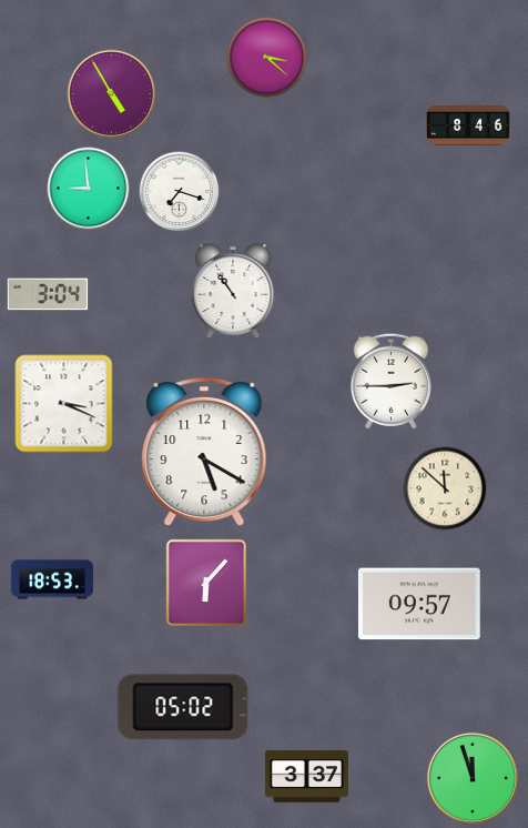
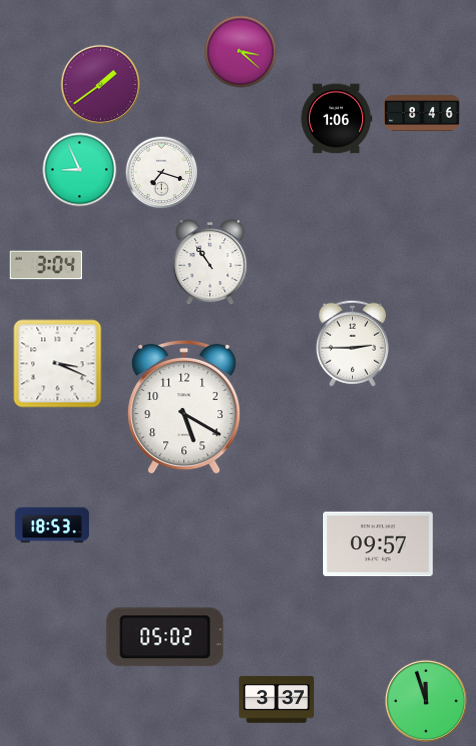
clock at (111, 93): 4:55 -> 1:39
clock at (336, 119): none -> 1:06
clock at (89, 189): 8:59 -> 8:56
clock at (48, 294) position: (48, 294) -> (46, 265)
clock at (445, 488): 11:52 -> none
clock at (52, 579) position: (52, 579) -> (52, 525)
clock at (206, 583): 6:07 -> none
